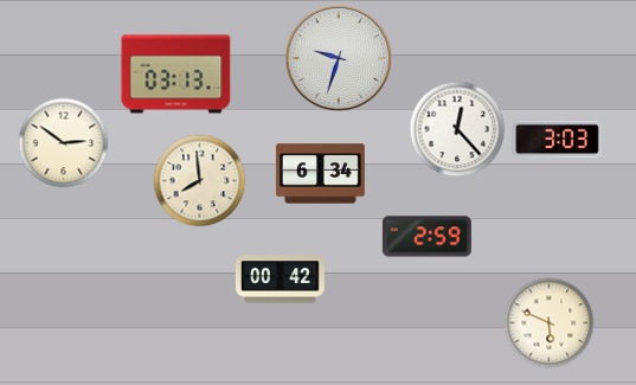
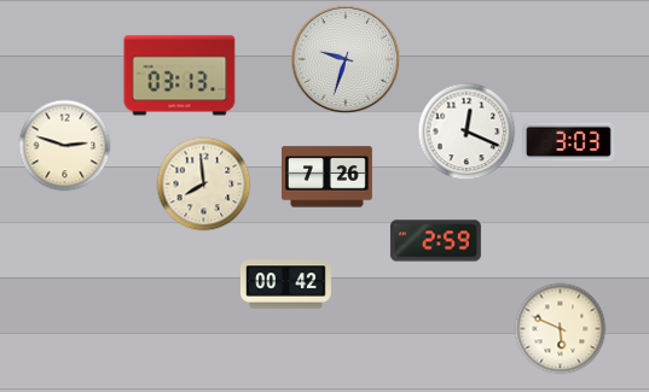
clock at (457, 129): 12:23 -> 12:19
clock at (64, 143): 2:51 -> 2:48
clock at (320, 174): 6:34 -> 7:26
